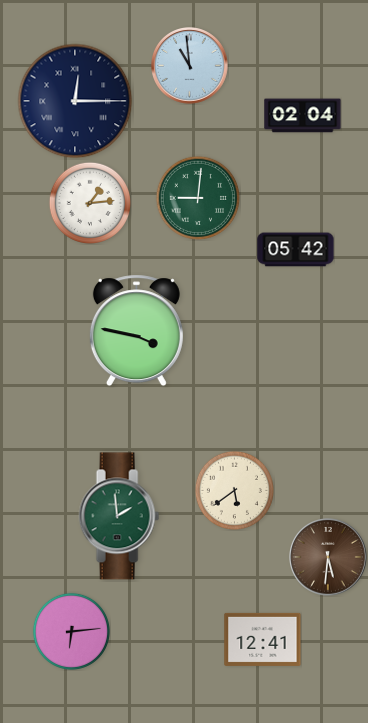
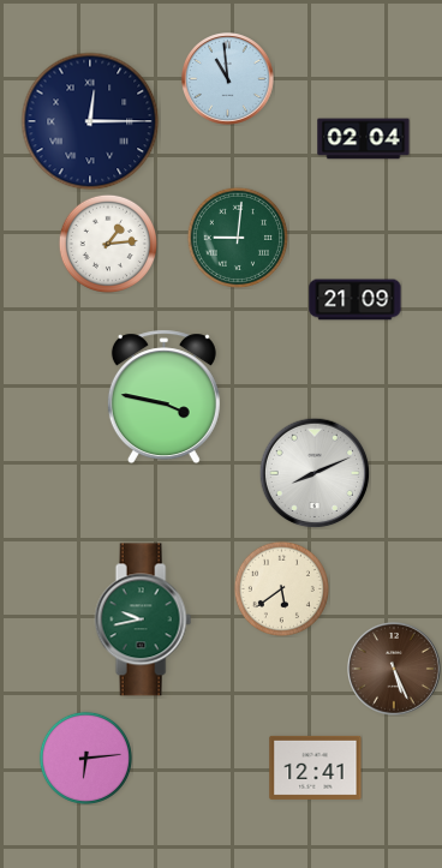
clock at (296, 250): 05:42 -> 21:09
clock at (315, 473): none -> 8:11
clock at (119, 516): 1:59 -> 9:43
clock at (329, 558): 5:31 -> 5:26
